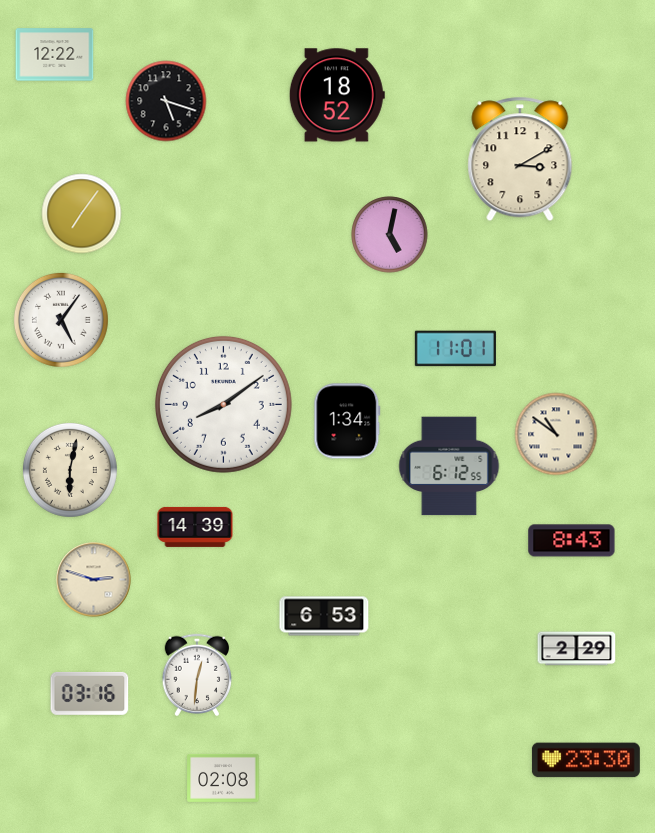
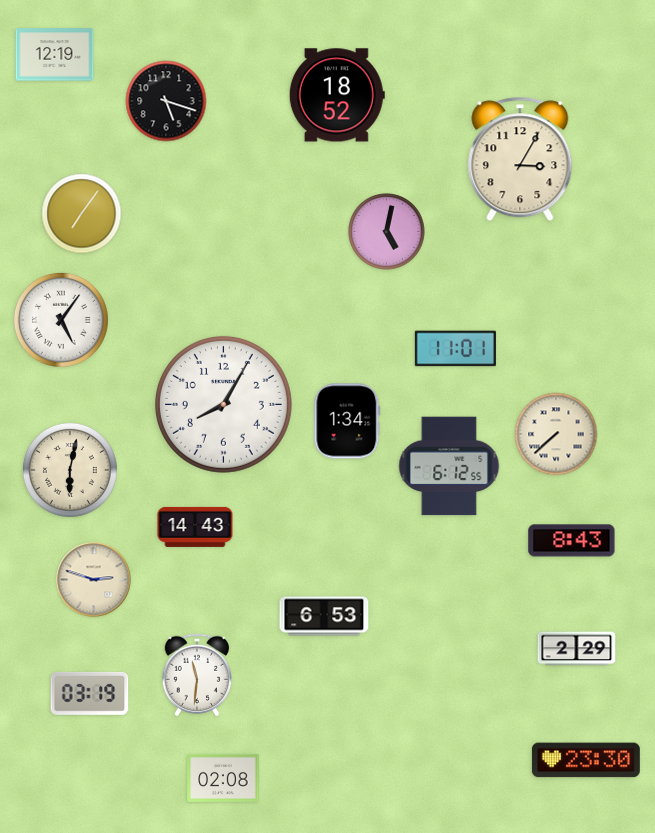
clock at (55, 55): 12:22 -> 12:19
clock at (520, 159): 3:10 -> 3:05
clock at (390, 235) position: (390, 235) -> (387, 232)
clock at (223, 404): 8:09 -> 8:05
clock at (556, 434): 10:51 -> 7:38
clock at (195, 527): 14:39 -> 14:43
clock at (197, 675): 12:31 -> 11:31
clock at (90, 693): 03:16 -> 03:19
